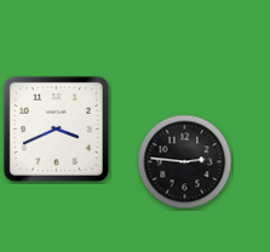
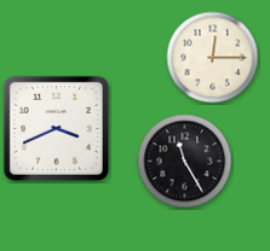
clock at (213, 58): none -> 12:15
clock at (185, 162): 2:46 -> 11:25
